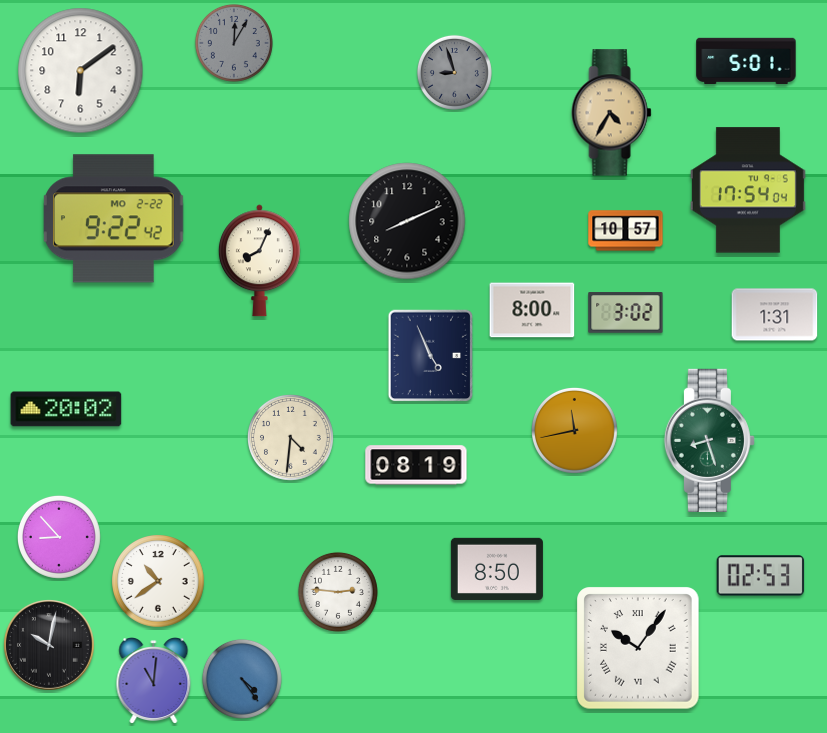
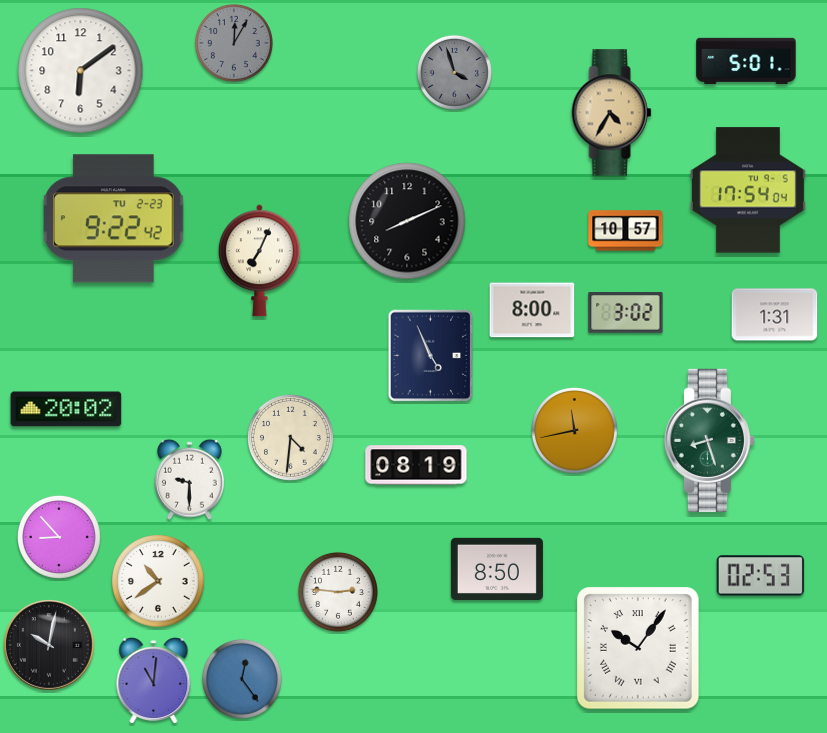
clock at (454, 72): 8:57 -> 3:57
clock at (114, 219) date: MO 2-22 -> TU 2-23
clock at (259, 261): 8:04 -> 7:04
clock at (190, 479): none -> 9:30
clock at (242, 679): 4:24 -> 12:24
